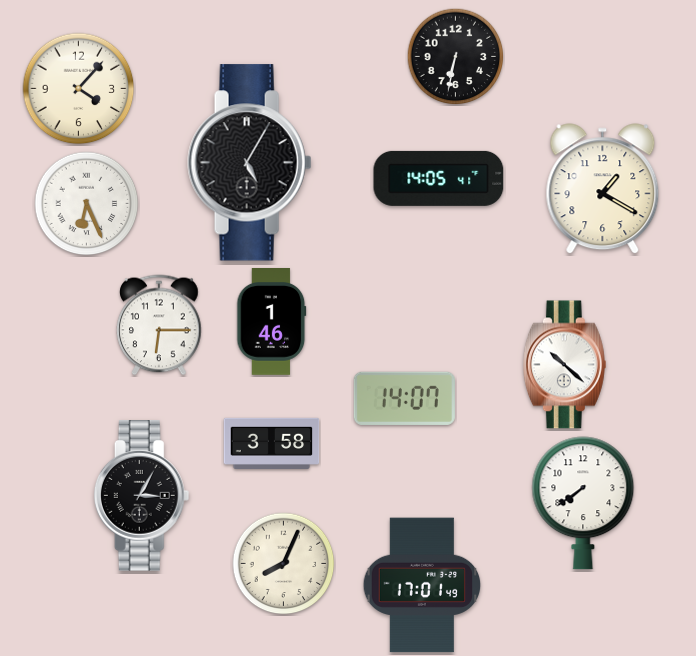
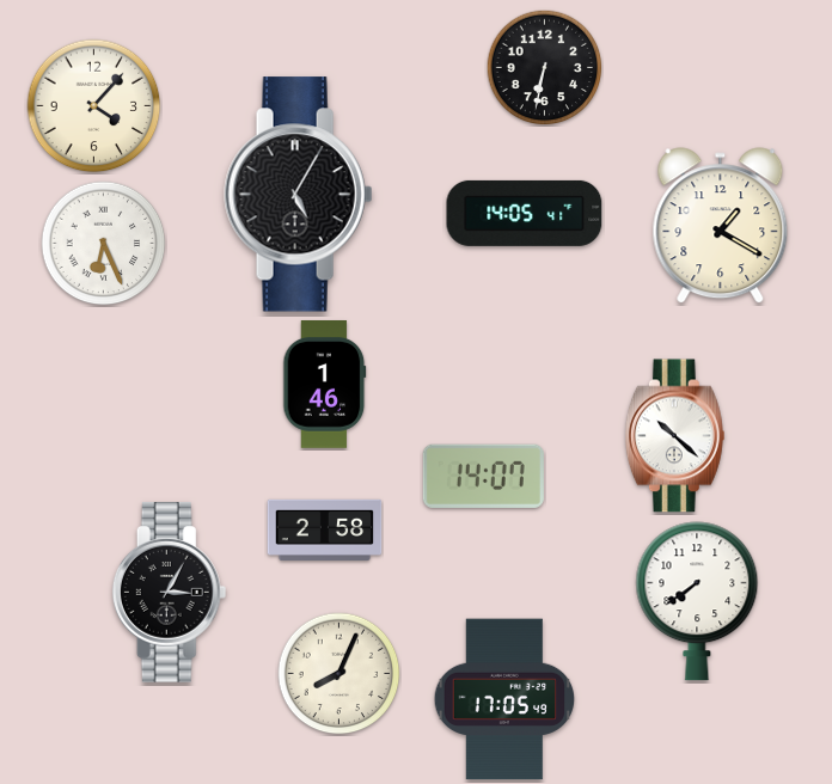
clock at (159, 325): 6:15 -> none
clock at (272, 443): 3:58 -> 2:58
clock at (422, 585): 17:01 -> 17:05
